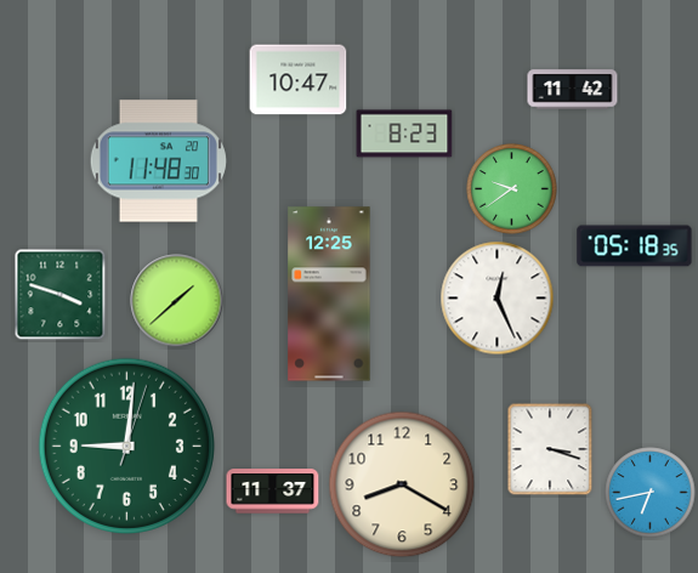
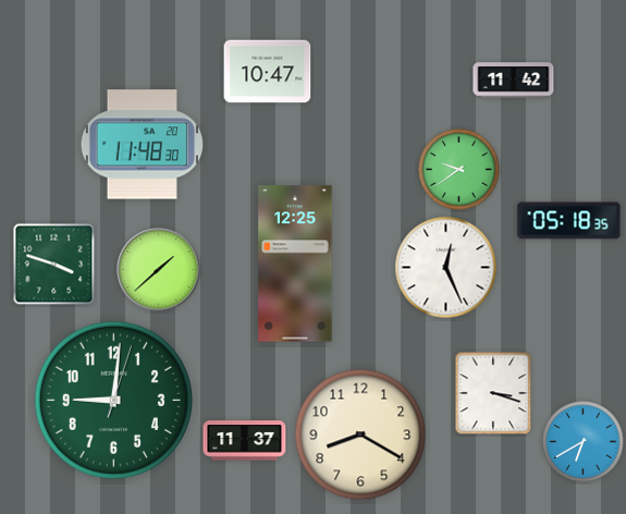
clock at (404, 134): 8:23 -> none
clock at (550, 449) position: (550, 449) -> (493, 393)
clock at (651, 493): 6:43 -> 6:40
